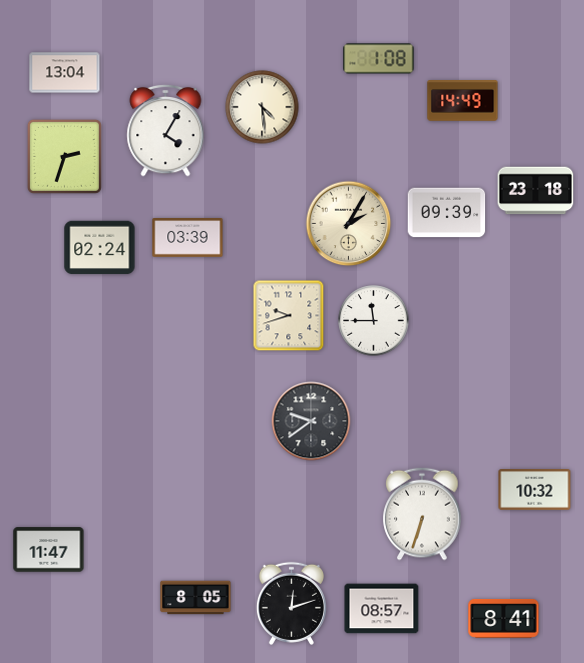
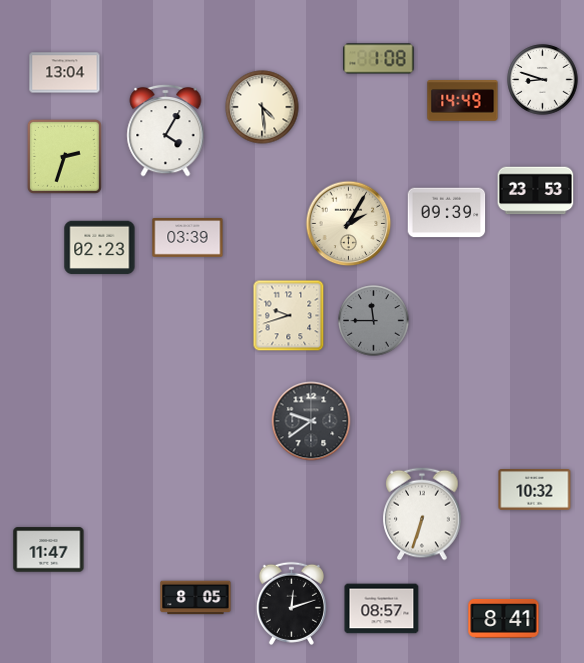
clock at (543, 80): none -> 8:48
clock at (536, 191): 23:18 -> 23:53
clock at (100, 248): 02:24 -> 02:23
clock at (374, 321) dial: white -> grey
